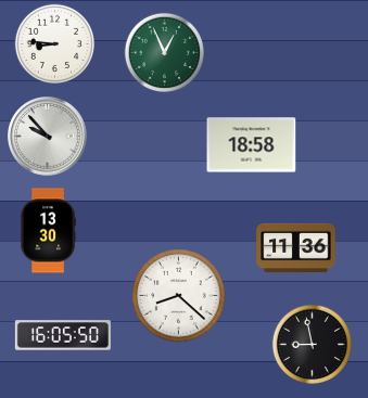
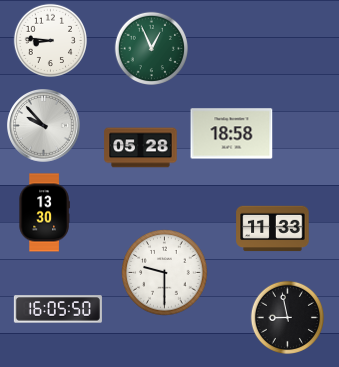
clock at (141, 148): none -> 05:28
clock at (296, 248): 11:36 -> 11:33
clock at (179, 296): 8:22 -> 9:30
